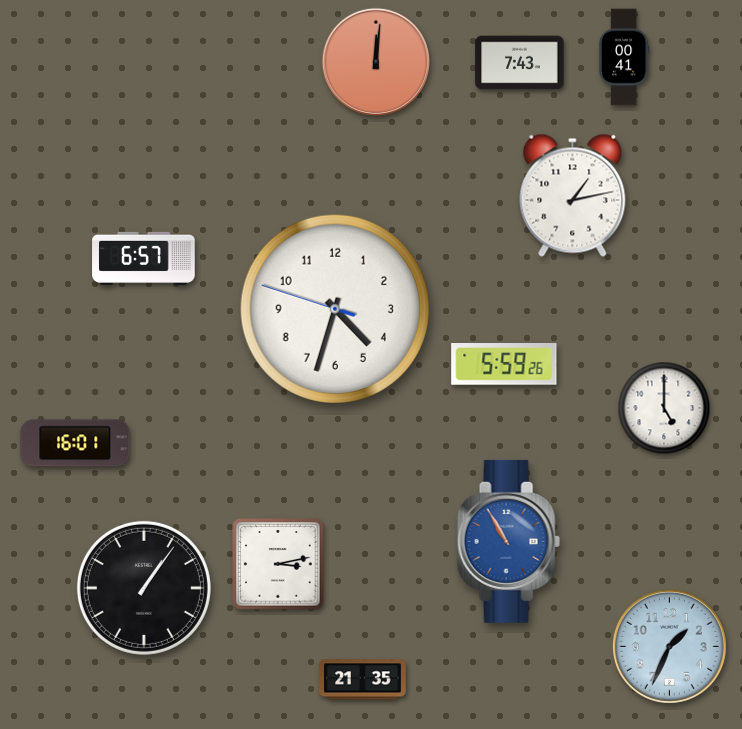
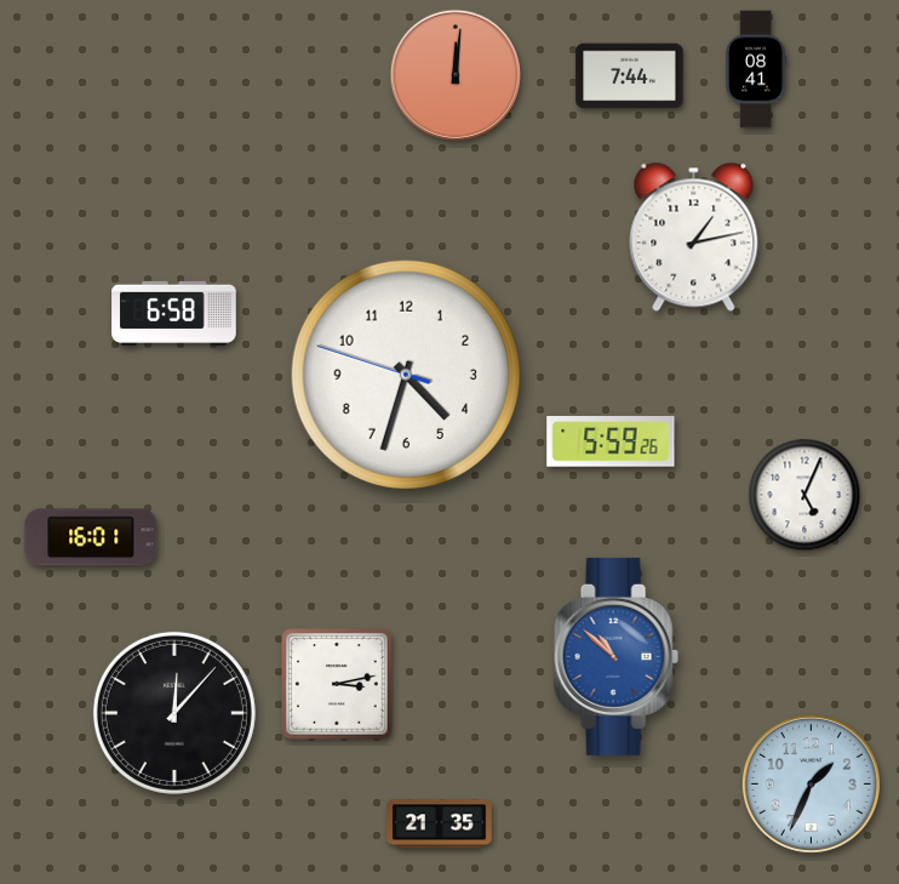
clock at (624, 57): 00:41 -> 08:41
clock at (520, 63): 7:43 -> 7:44
clock at (144, 258): 6:57 -> 6:58
clock at (664, 408): 5:00 -> 5:04
clock at (508, 541): 10:55 -> 10:52
clock at (144, 588): 1:06 -> 12:07
